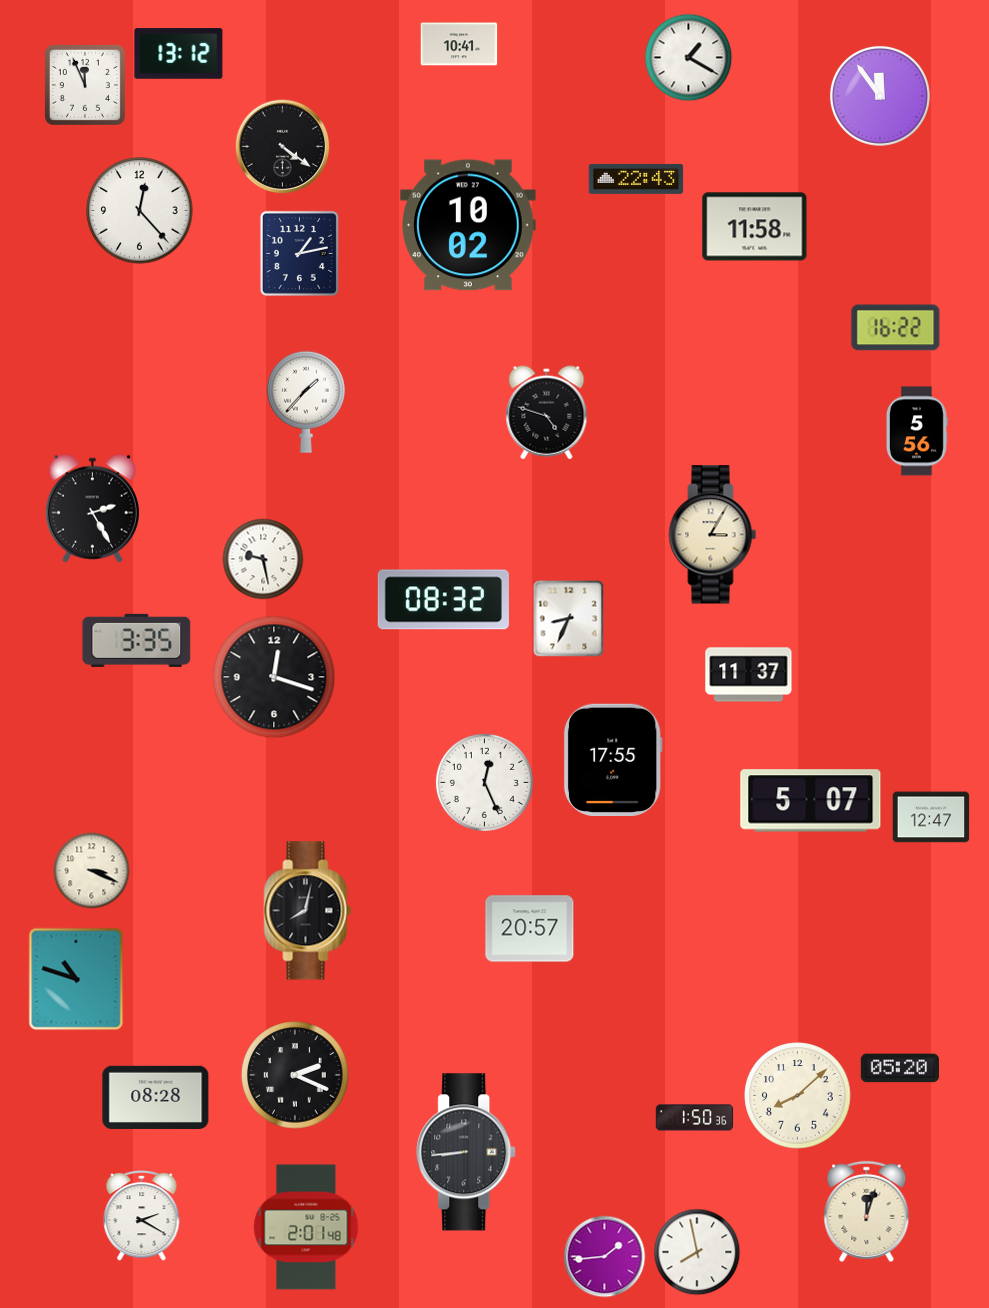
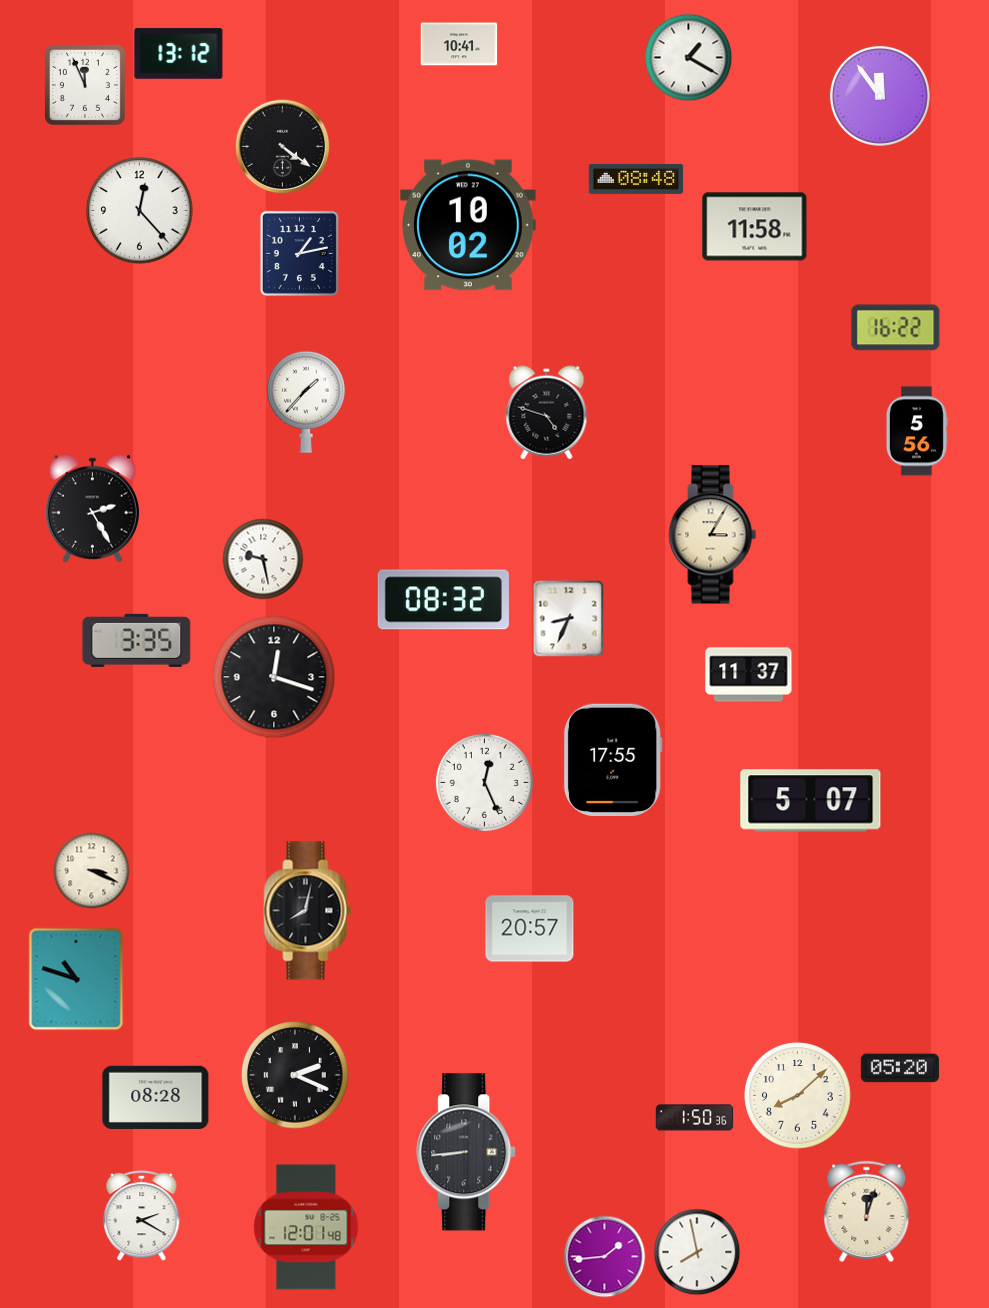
clock at (636, 179): 22:43 -> 08:48
clock at (931, 817): 12:47 -> none
clock at (306, 1227): 2:01 -> 12:01
